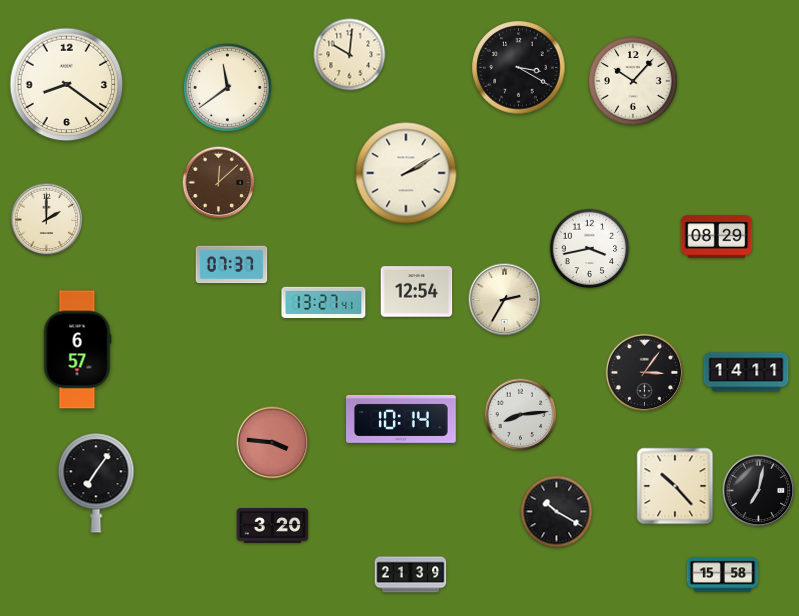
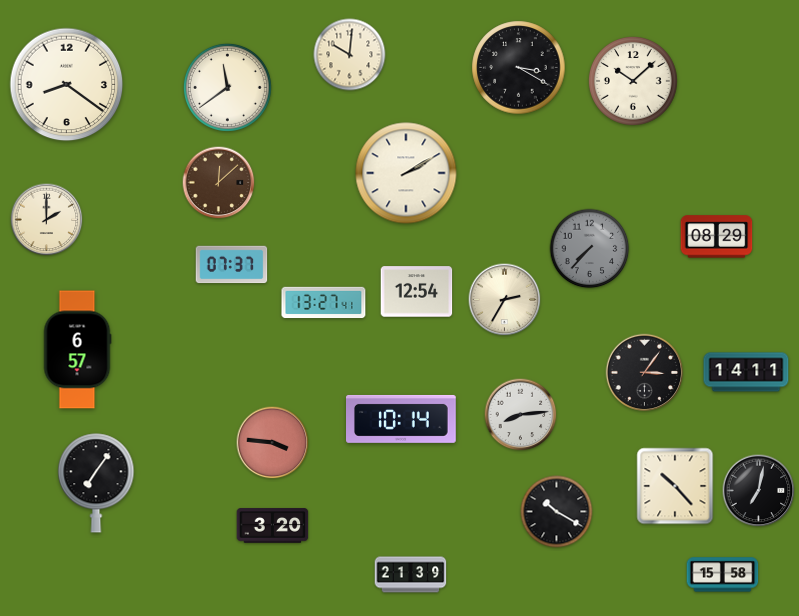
clock at (633, 81): 10:07 -> 10:08
clock at (590, 249): 3:43 -> 7:37
clock at (590, 249) dial: white -> grey
